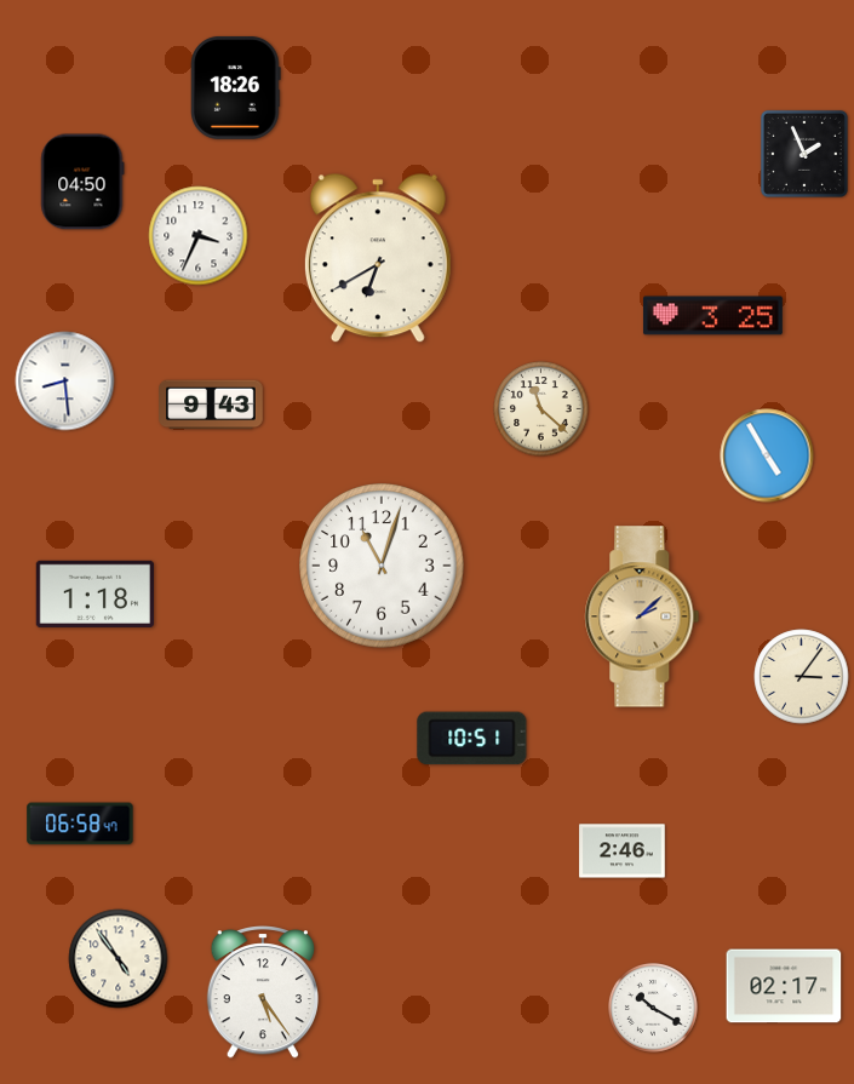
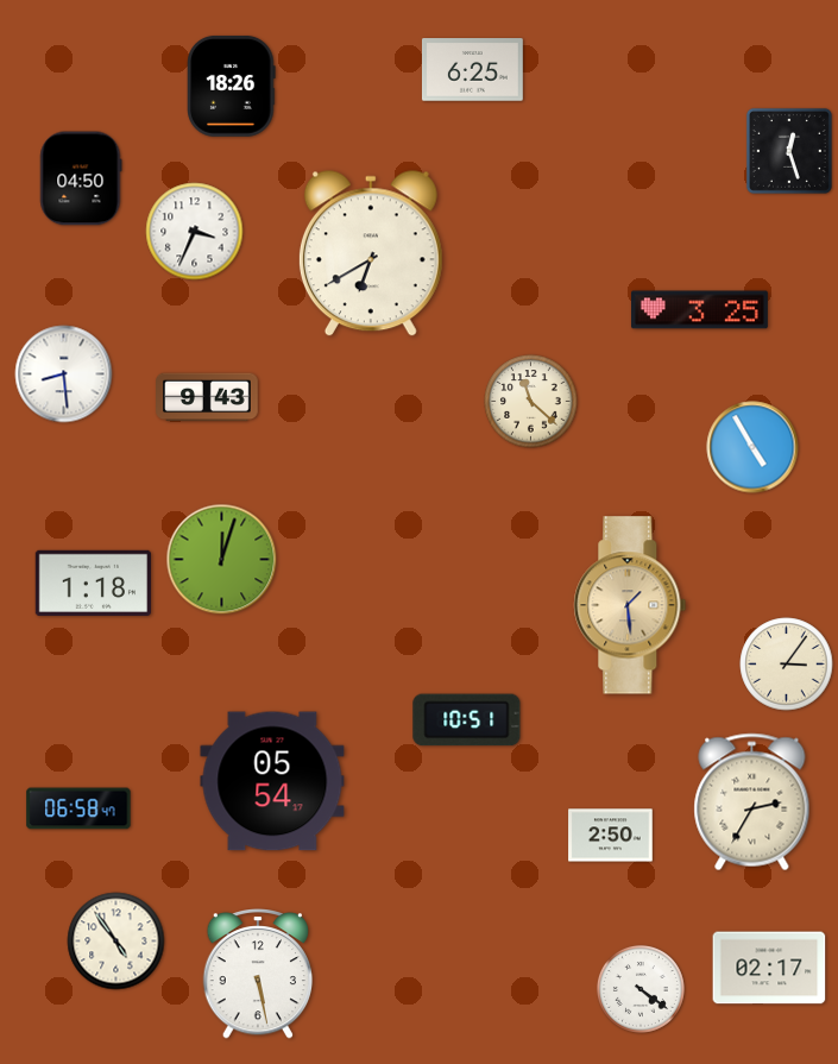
clock at (472, 70): none -> 6:25
clock at (804, 154): 1:56 -> 12:27
clock at (382, 566): 11:03 -> none
clock at (222, 560): none -> 12:03
clock at (642, 616): 2:08 -> 1:29
clock at (472, 739) position: (472, 739) -> (467, 720)
clock at (272, 781): none -> 05:54
clock at (752, 802): none -> 2:35
clock at (623, 851): 2:46 -> 2:50
clock at (262, 993): 5:24 -> 5:28
clock at (653, 1008): 10:20 -> 4:21
